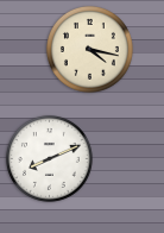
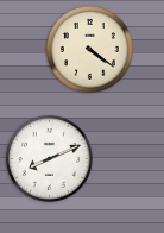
clock at (89, 49): 4:17 -> 4:21
